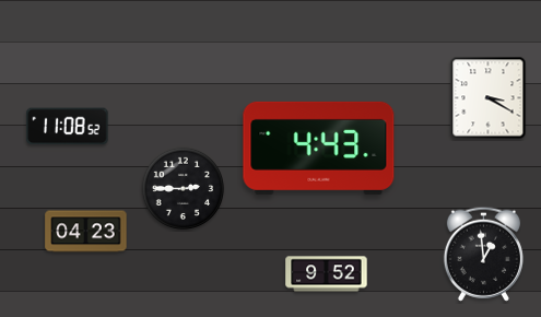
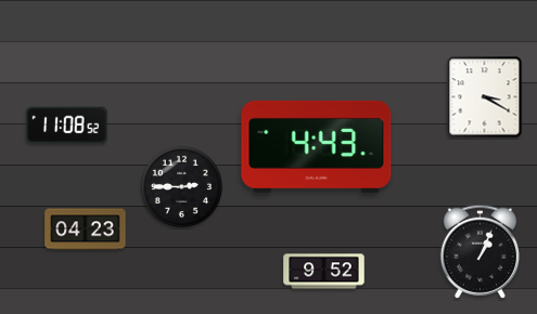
clock at (483, 254): 12:59 -> 1:04
